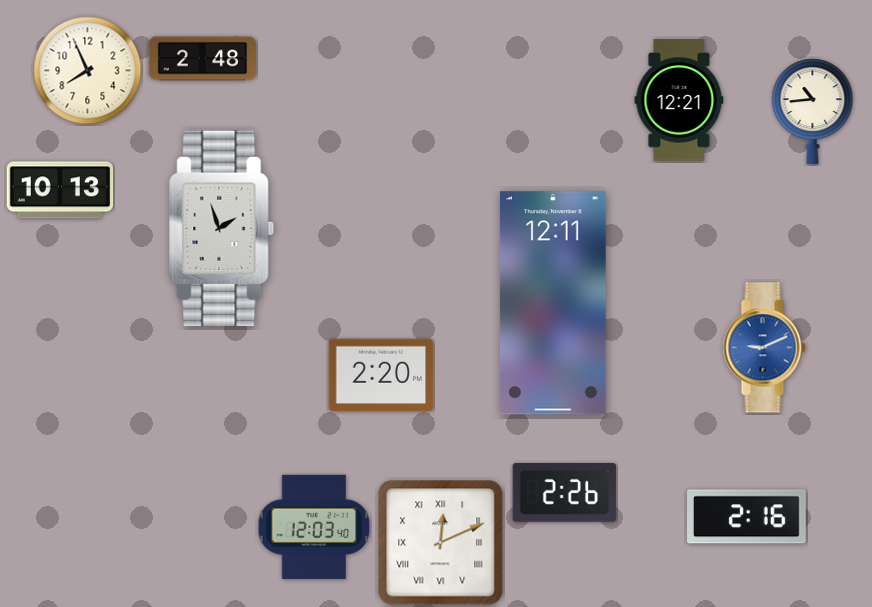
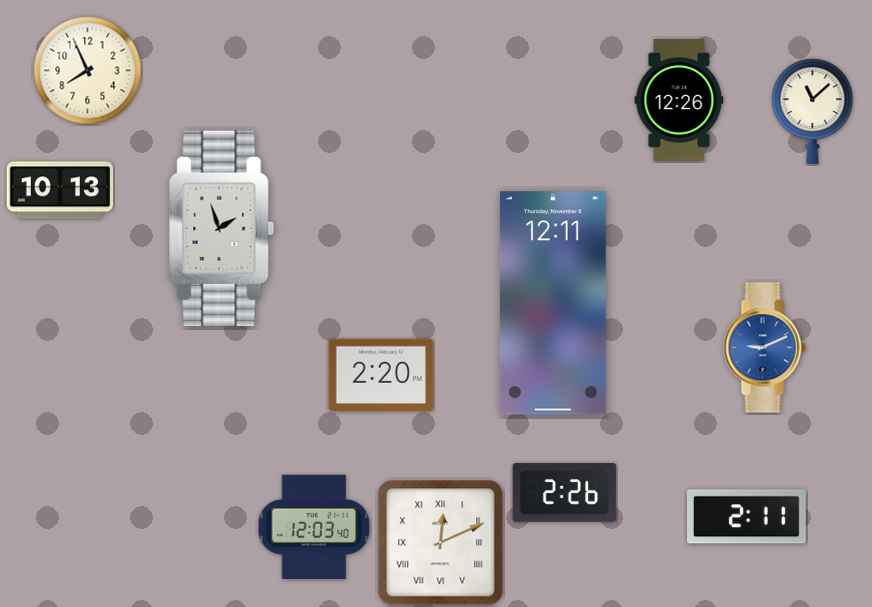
clock at (203, 59): 2:48 -> none
clock at (679, 100): 12:21 -> 12:26
clock at (813, 112): 10:44 -> 11:08
clock at (747, 517): 2:16 -> 2:11
